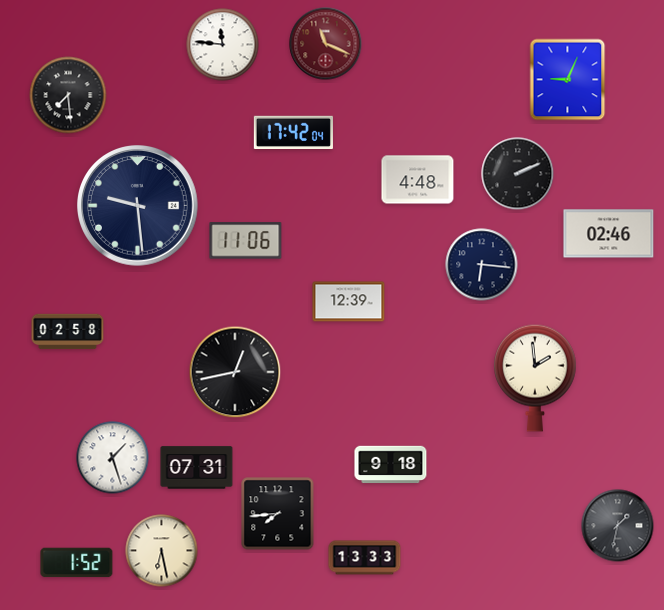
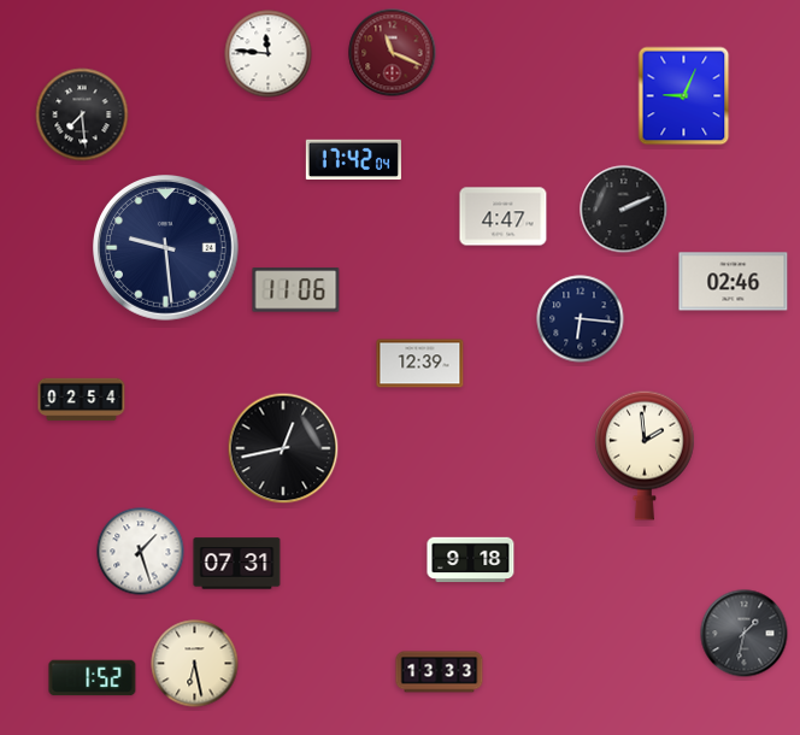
clock at (418, 180): 4:48 -> 4:47
clock at (68, 332): 02:58 -> 02:54
clock at (113, 458) position: (113, 458) -> (141, 552)
clock at (278, 514): 7:44 -> none
